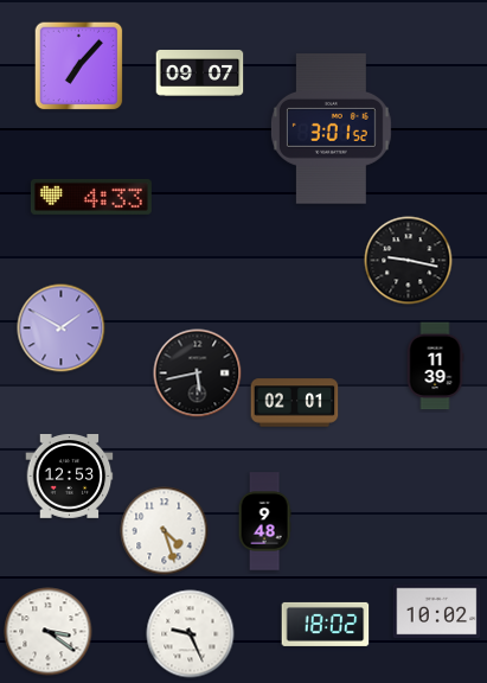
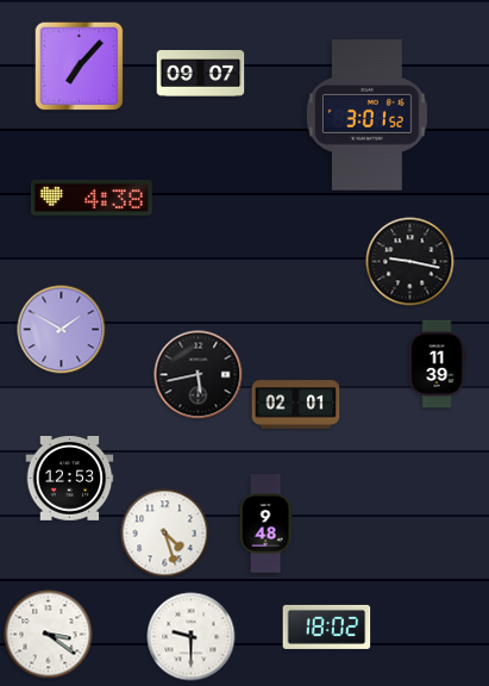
clock at (331, 129) position: (331, 129) -> (366, 116)
clock at (91, 197): 4:33 -> 4:38
clock at (435, 366) position: (435, 366) -> (437, 364)
clock at (437, 612): 10:02 -> none
clock at (191, 634): 9:26 -> 9:30
